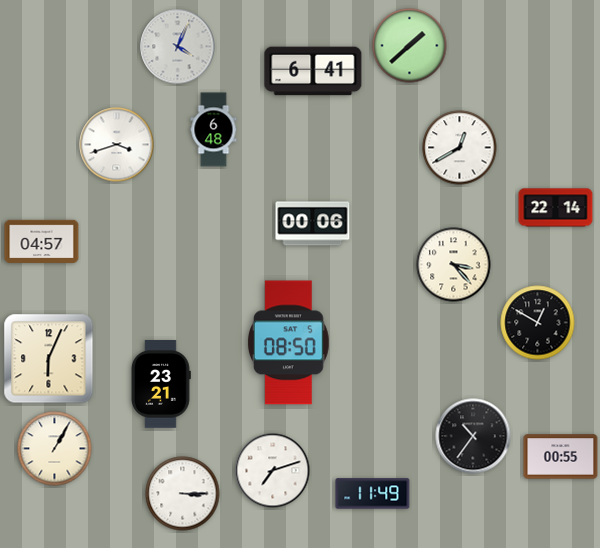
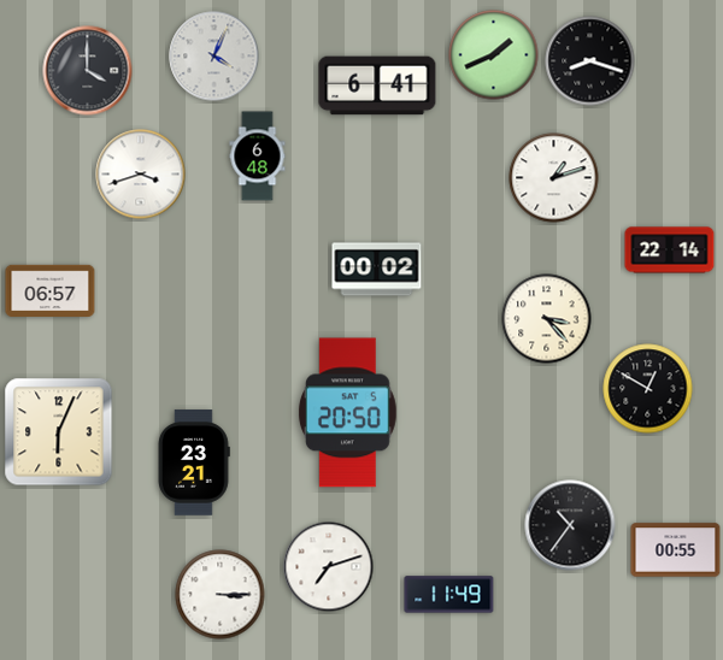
clock at (410, 46): 1:38 -> 1:41
clock at (590, 61): none -> 8:18
clock at (88, 71): none -> 4:00
clock at (460, 148): 12:40 -> 1:12
clock at (313, 224): 00:06 -> 00:02
clock at (42, 241): 04:57 -> 06:57
clock at (288, 343): 08:50 -> 20:50
clock at (55, 449): 1:05 -> none
